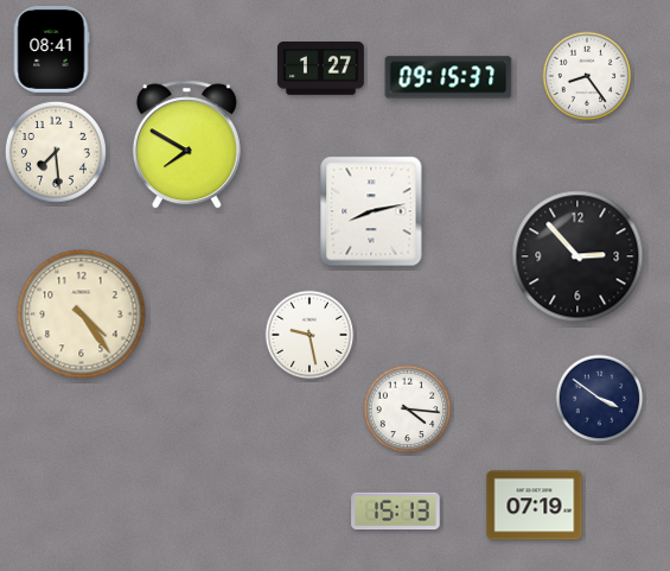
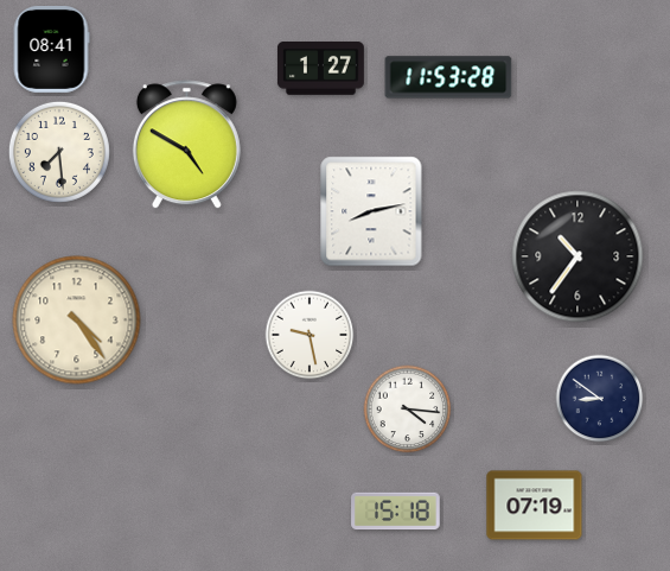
clock at (587, 76): 8:24 -> none
clock at (448, 77): 09:15 -> 11:53
clock at (186, 145): 7:50 -> 4:50
clock at (56, 152) position: (56, 152) -> (59, 152)
clock at (578, 256): 2:53 -> 10:36
clock at (82, 315) position: (82, 315) -> (77, 321)
clock at (600, 399): 3:51 -> 8:51
clock at (396, 512): 15:13 -> 15:18
